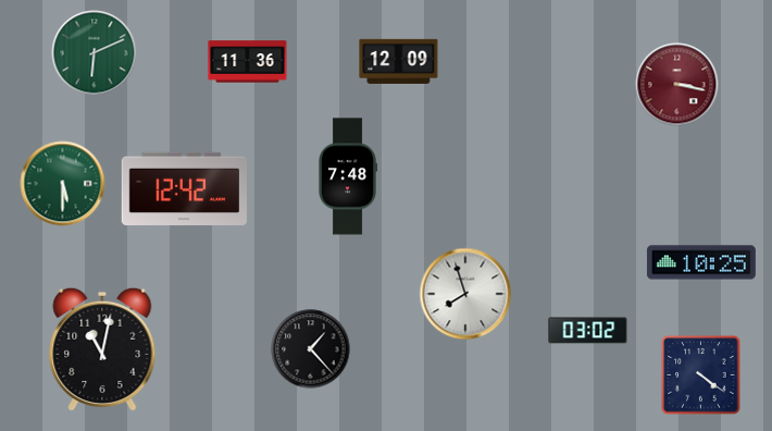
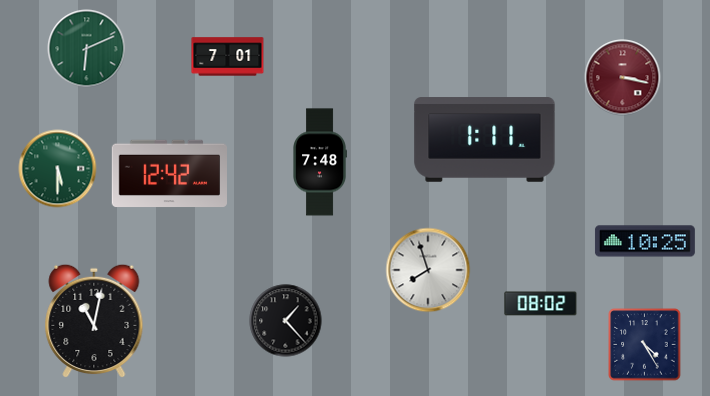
clock at (399, 61): 12:09 -> none
clock at (248, 62): 11:36 -> 7:01
clock at (485, 140): none -> 1:11
clock at (588, 331): 03:02 -> 08:02
clock at (701, 375): 4:21 -> 4:25
